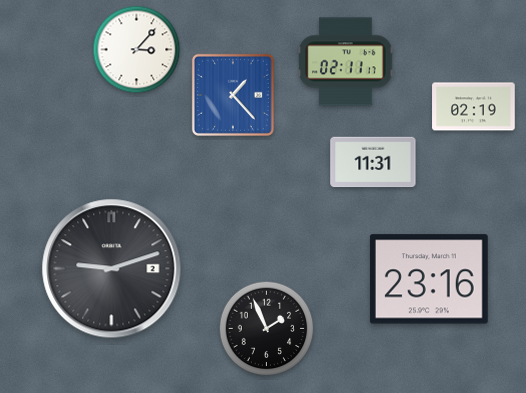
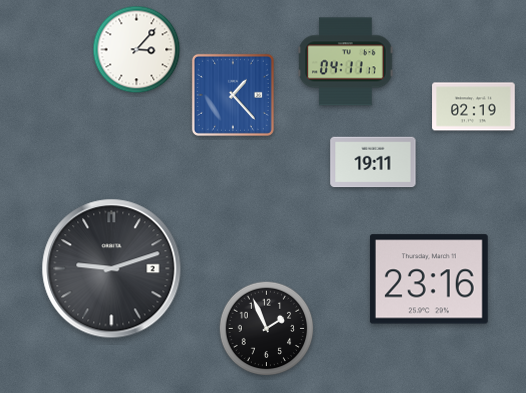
clock at (346, 62): 02:11 -> 04:11
clock at (373, 162): 11:31 -> 19:11
